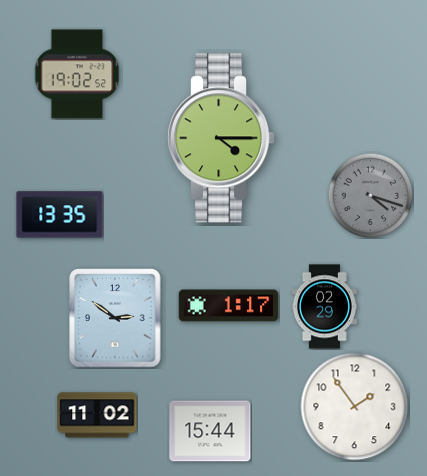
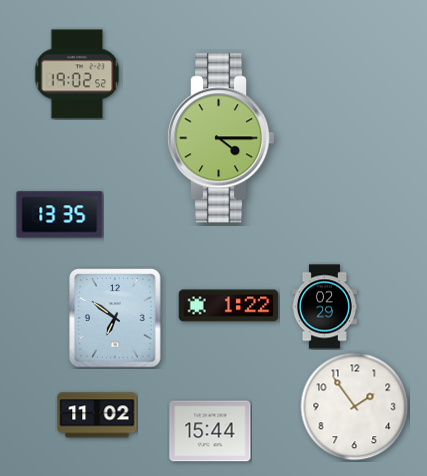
clock at (370, 195): 4:18 -> none
clock at (229, 306): 1:17 -> 1:22
clock at (115, 318): 2:51 -> 6:51
